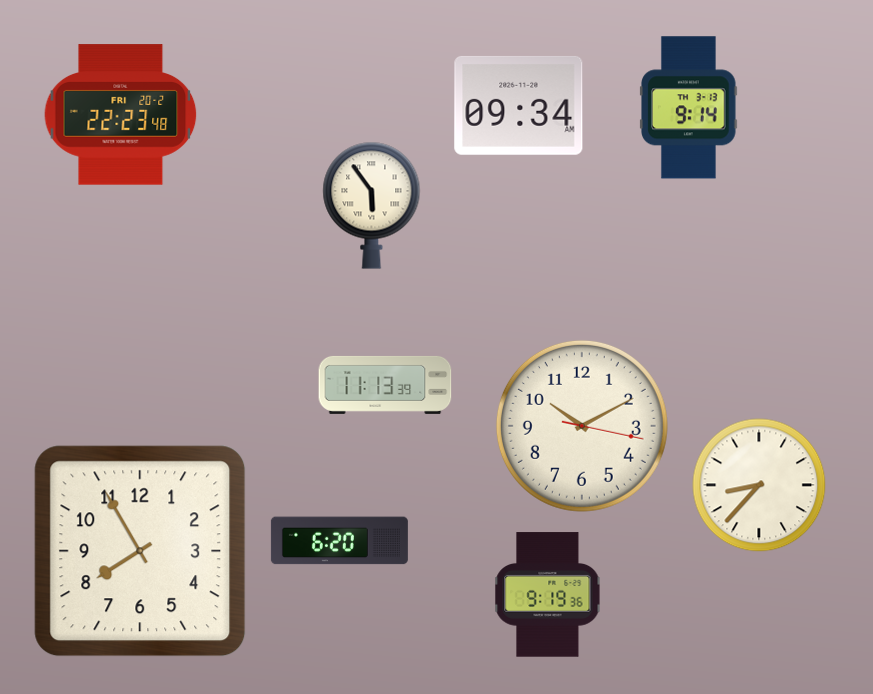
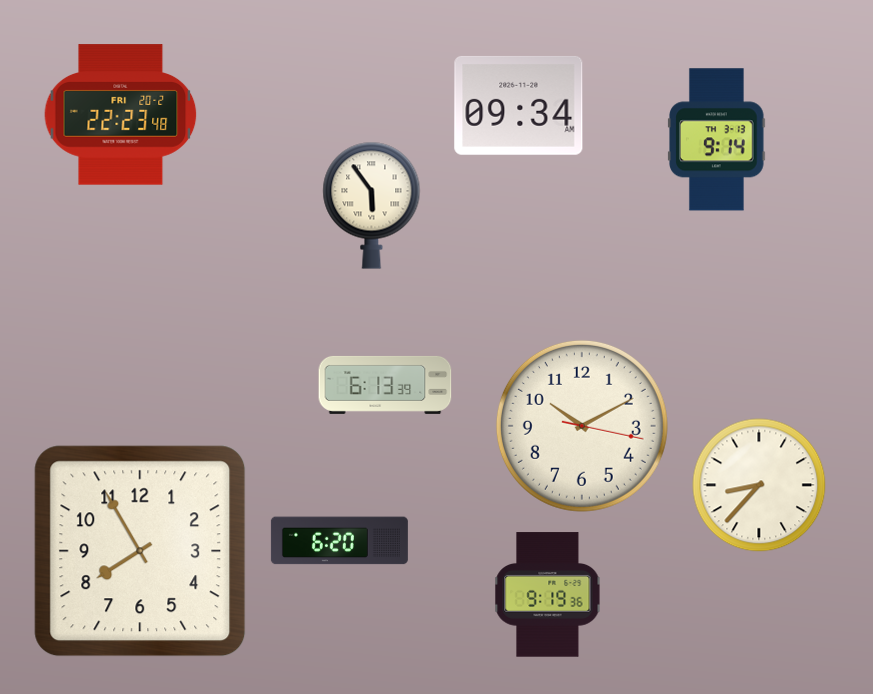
clock at (689, 108) position: (689, 108) -> (717, 140)
clock at (385, 385): 11:13 -> 6:13
